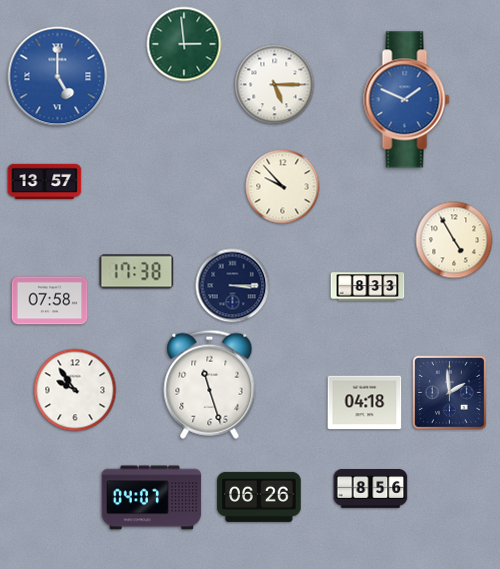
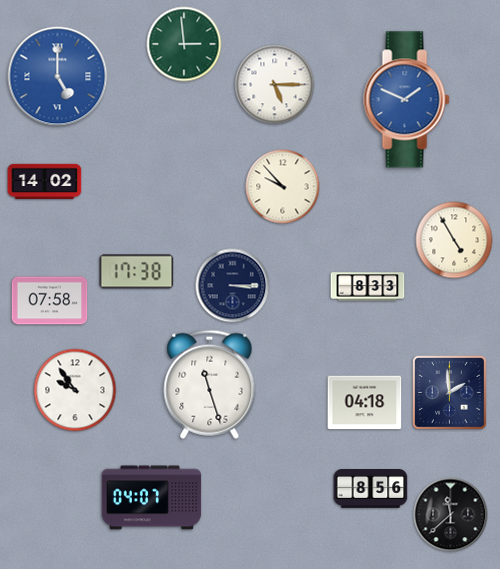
clock at (45, 181): 13:57 -> 14:02
clock at (259, 497): 06:26 -> none
clock at (451, 515): none -> 11:38
